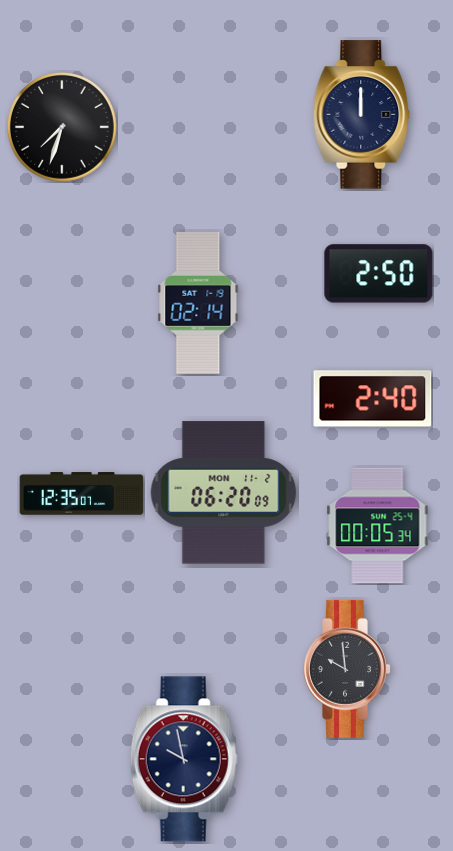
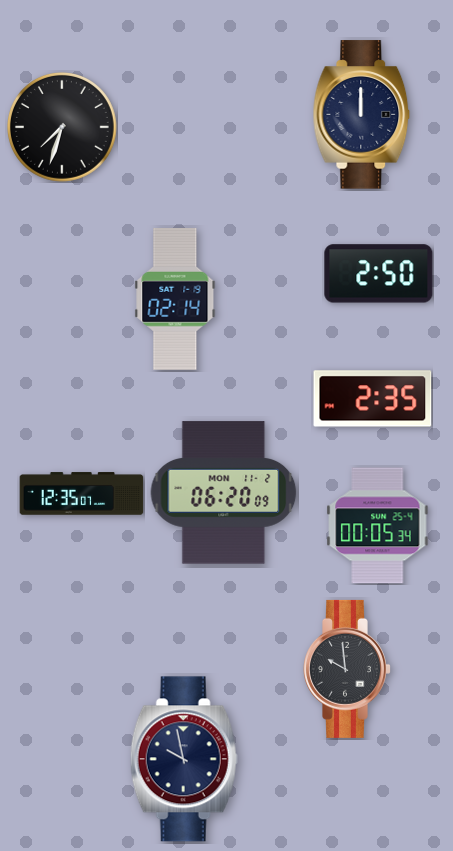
clock at (198, 303) position: (198, 303) -> (175, 299)
clock at (373, 399): 2:40 -> 2:35
